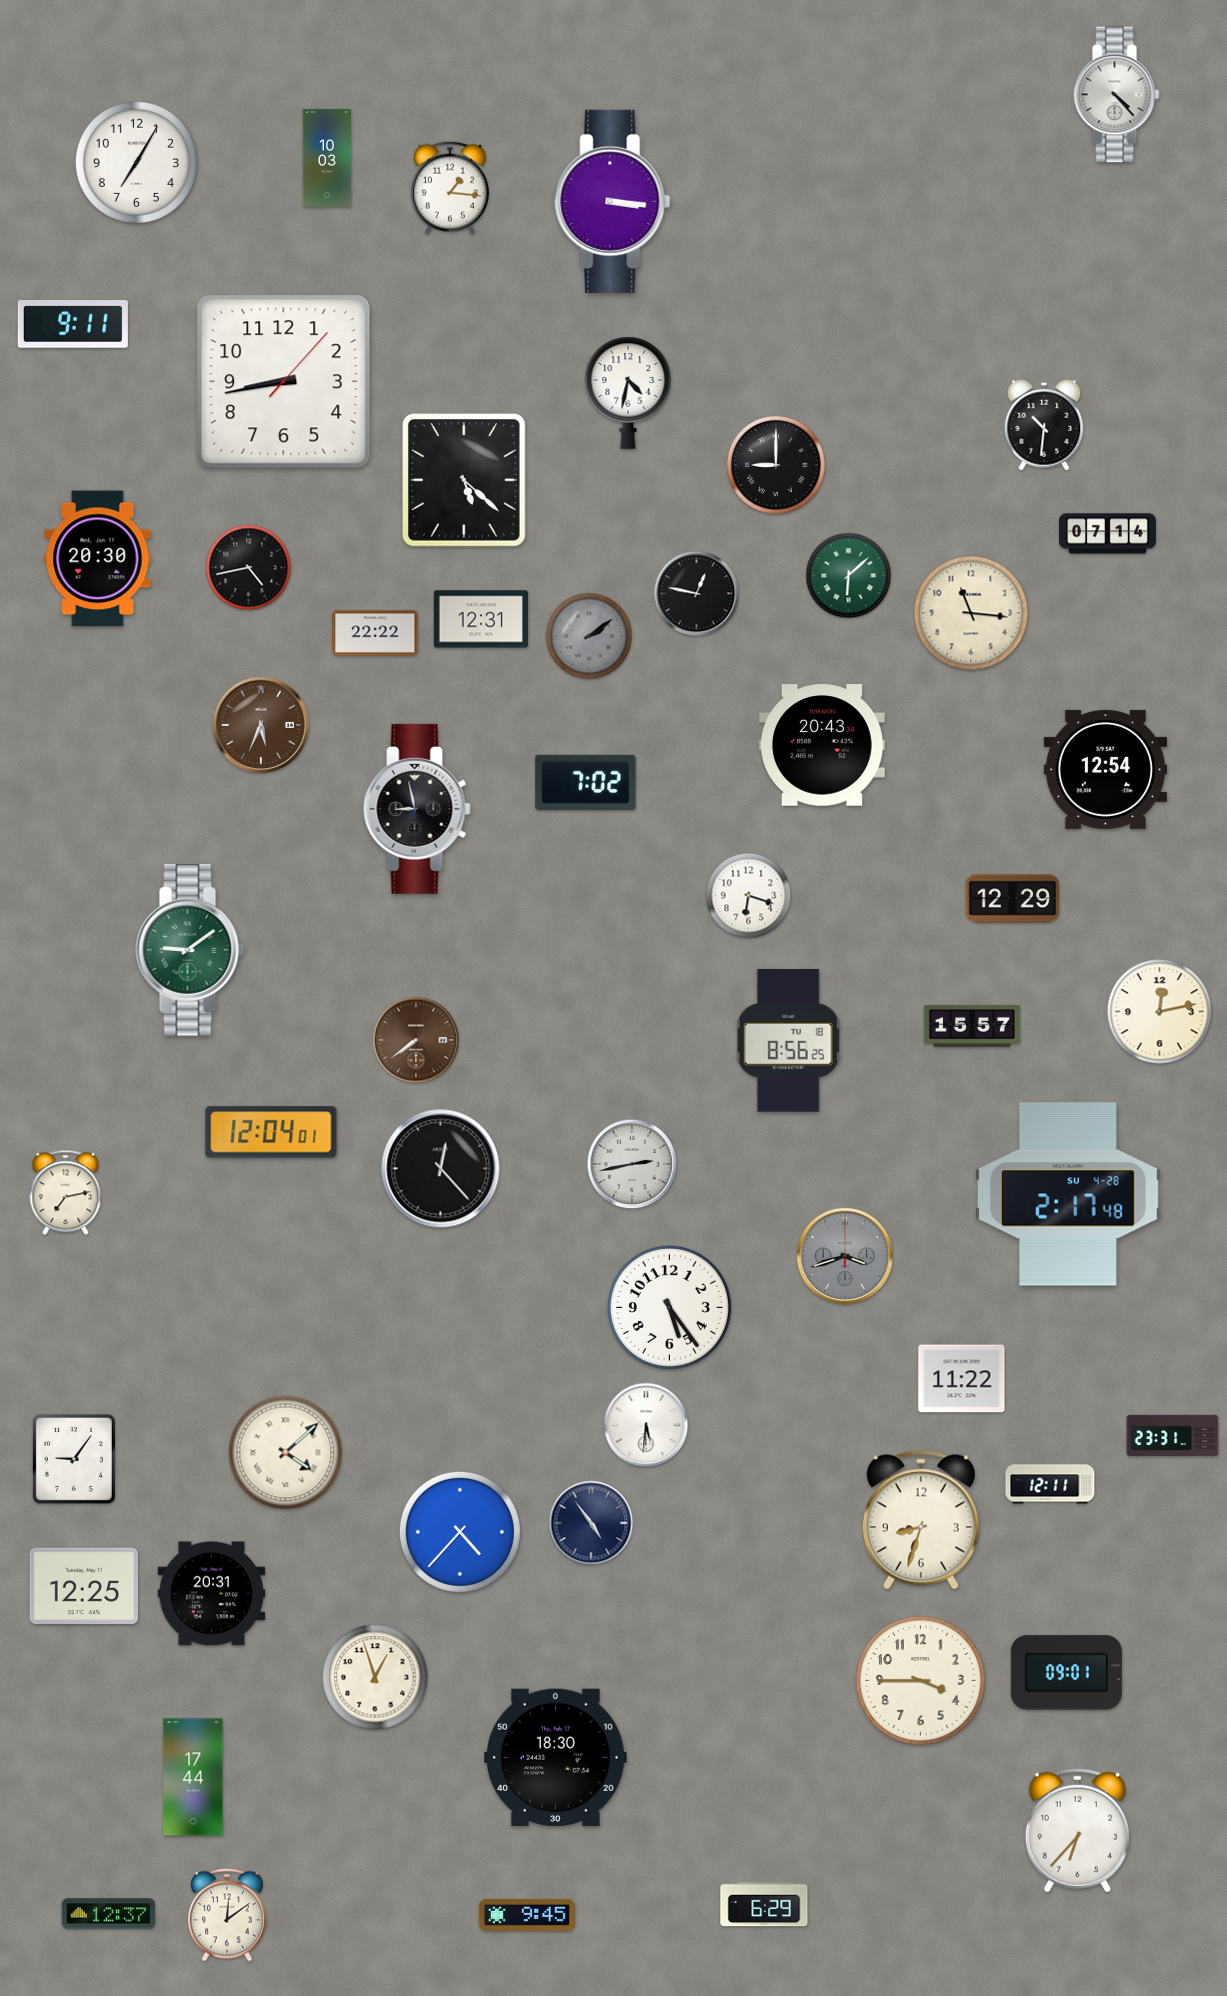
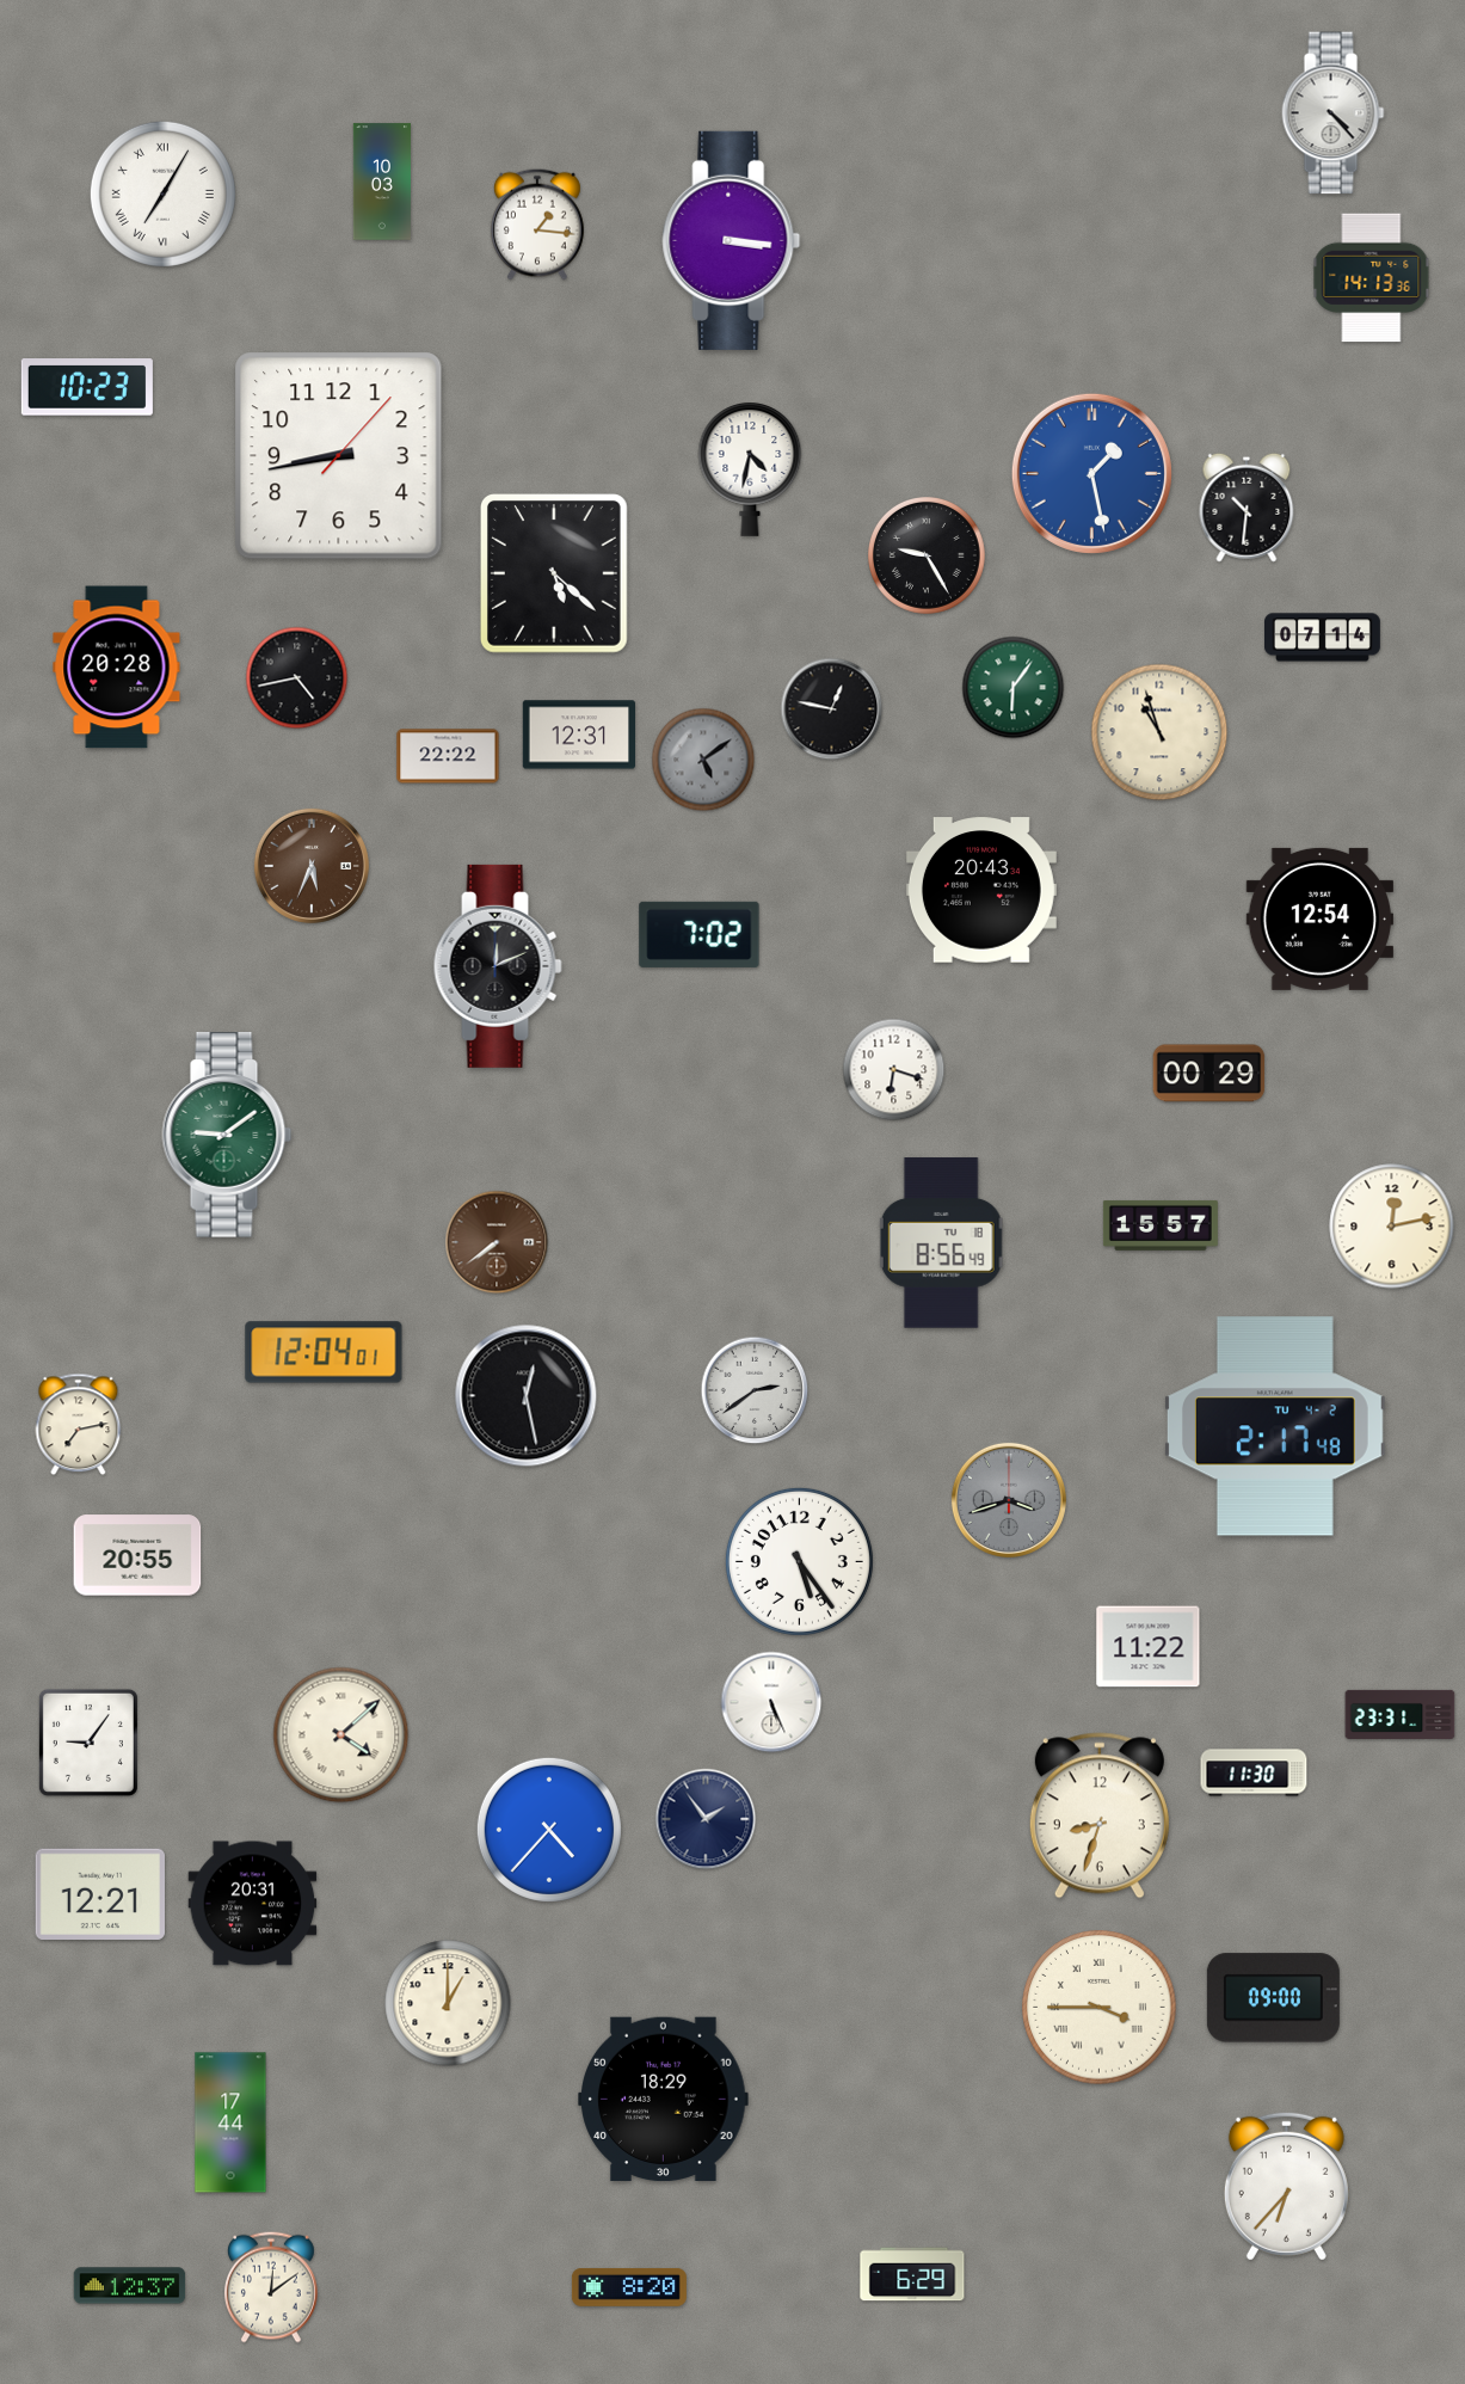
clock at (326, 158) position: (326, 158) -> (381, 182)
clock at (136, 162) numerals: Arabic -> Roman
clock at (1372, 278): none -> 14:13
clock at (73, 325): 9:11 -> 10:23
clock at (1091, 473): none -> 1:28
clock at (777, 466): 9:00 -> 9:25
clock at (98, 559): 20:30 -> 20:28
clock at (849, 576): 6:08 -> 6:06
clock at (971, 613): 11:16 -> 10:57
clock at (480, 619) position: (480, 619) -> (578, 735)
clock at (589, 636): 2:09 -> 5:09
clock at (417, 809): 8:58 -> 12:11
clock at (1013, 899): 12:29 -> 00:29
clock at (1160, 1012) position: (1160, 1012) -> (1392, 1227)
clock at (789, 1041): 8:56:25 -> 8:56:49
clock at (632, 1164): 2:43 -> 2:39
clock at (441, 1169): 12:23 -> 12:28
clock at (1068, 1194) date: SU 4-28 -> TU 4-2
clock at (137, 1555): none -> 20:55
clock at (646, 1425): 5:31 -> 5:26
clock at (1050, 1484): 12:11 -> 11:30
clock at (591, 1523): 4:54 -> 1:54
clock at (83, 1585): 12:25 -> 12:21
clock at (1066, 1673): 09:01 -> 09:00
clock at (375, 1677): 12:57 -> 1:00
clock at (921, 1681) numerals: Arabic -> Roman
clock at (556, 1757): 18:30 -> 18:29
clock at (527, 1915): 9:45 -> 8:20
